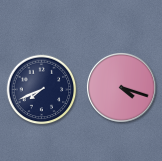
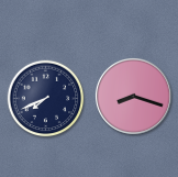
clock at (121, 87): 4:18 -> 8:18
